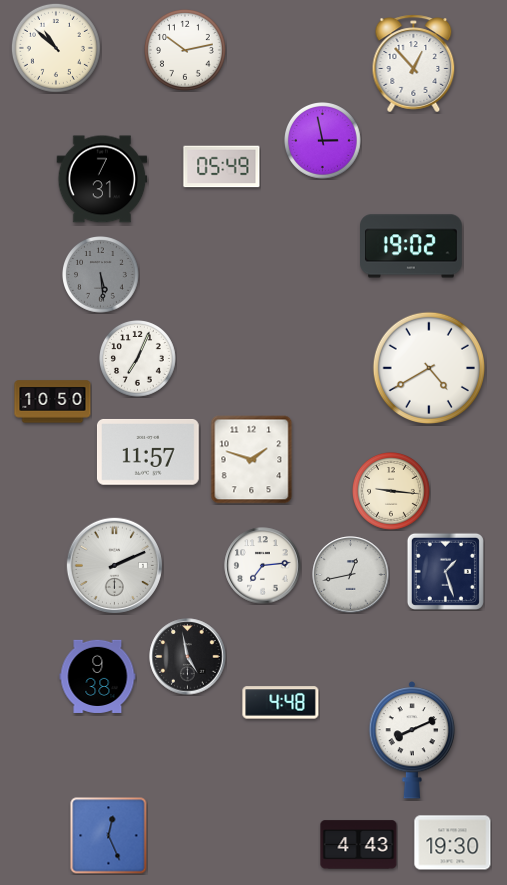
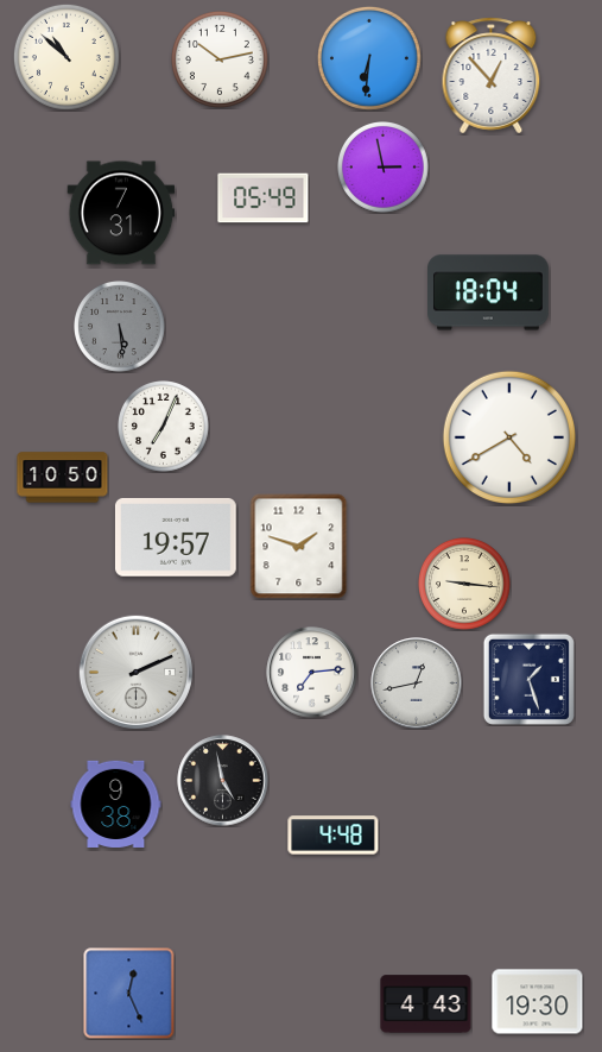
clock at (369, 58): none -> 6:31
clock at (412, 246): 19:02 -> 18:04
clock at (148, 452): 11:57 -> 19:57
clock at (412, 741): 8:11 -> none
